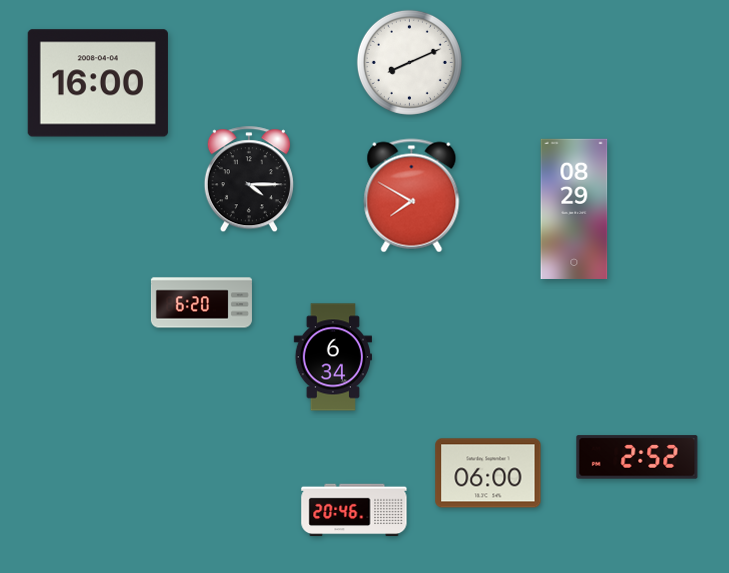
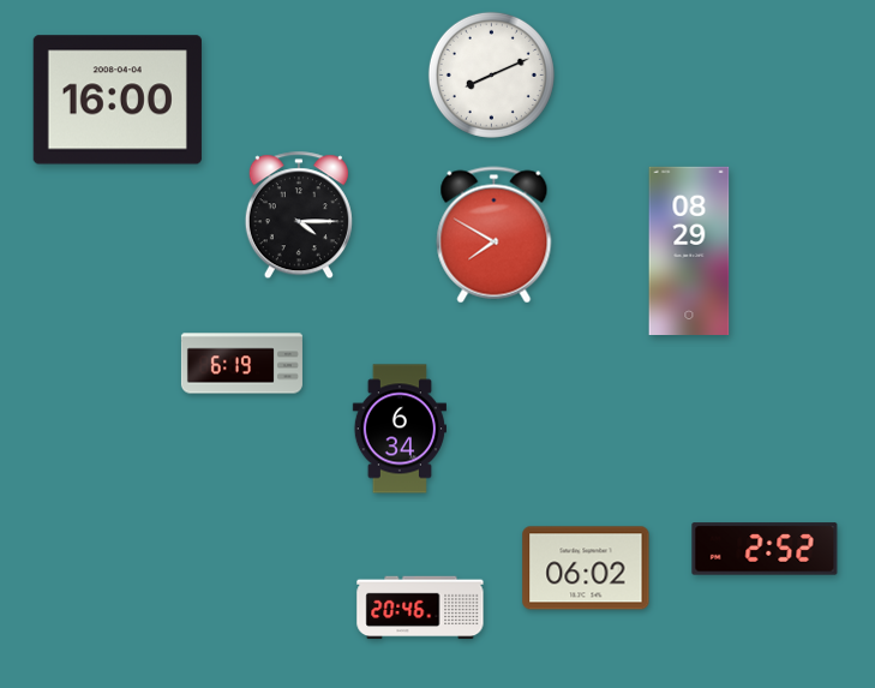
clock at (201, 303): 6:20 -> 6:19
clock at (488, 473): 06:00 -> 06:02
clock at (354, 510) position: (354, 510) -> (420, 608)
